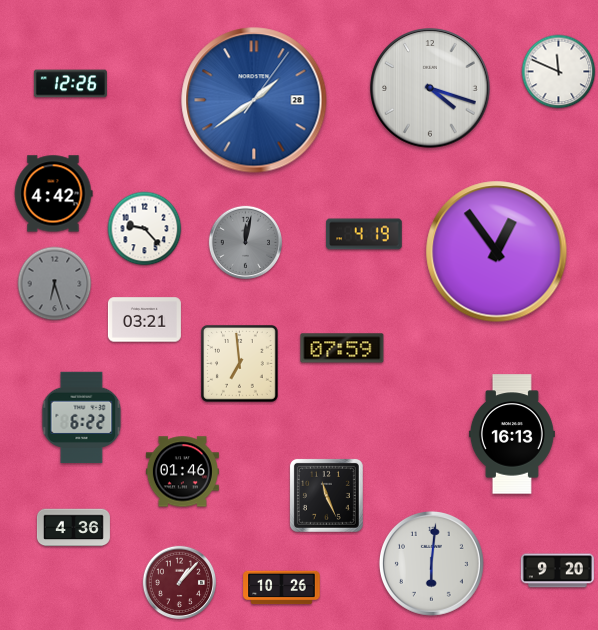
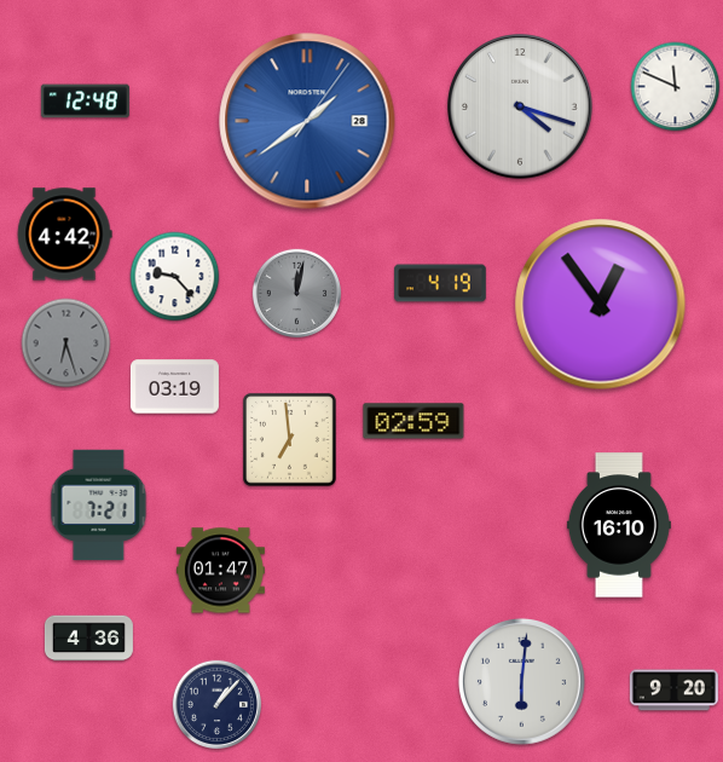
clock at (70, 84): 12:26 -> 12:48
clock at (144, 320): 03:21 -> 03:19
clock at (342, 348): 07:59 -> 02:59
clock at (82, 418): 6:22 -> 7:21
clock at (512, 434): 16:13 -> 16:10
clock at (182, 472): 01:46 -> 01:47
clock at (326, 495): 11:26 -> none
clock at (179, 582) dial: burgundy -> navy
clock at (282, 588): 10:26 -> none
